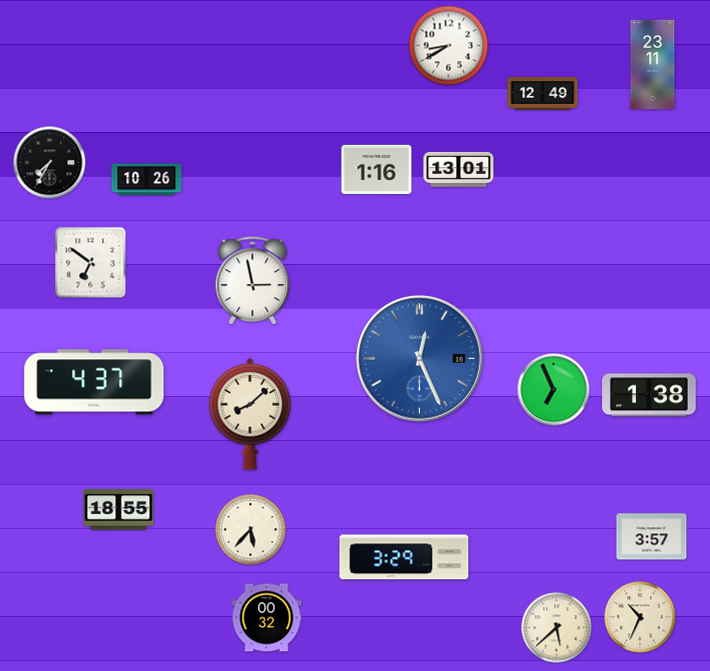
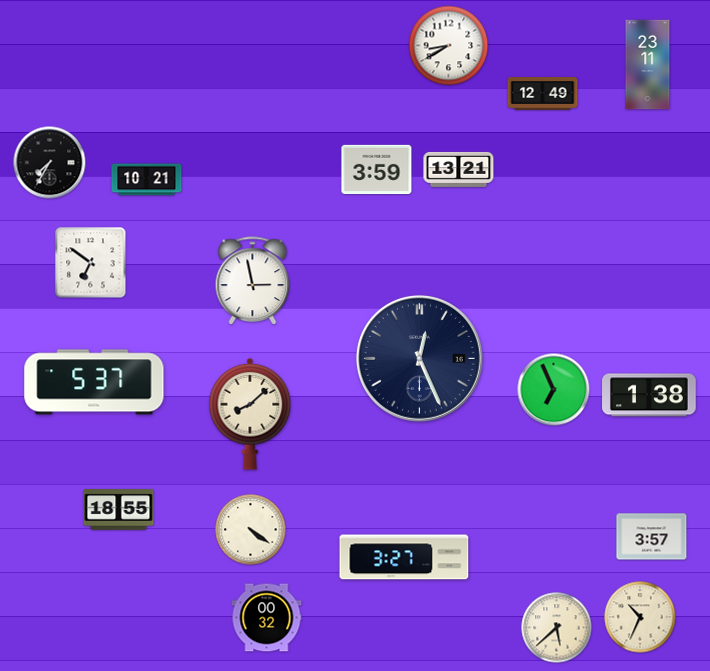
clock at (653, 65) position: (653, 65) -> (648, 65)
clock at (377, 169): 1:16 -> 3:59
clock at (459, 169): 13:01 -> 13:21
clock at (147, 180): 10:26 -> 10:21
clock at (419, 358) dial: blue -> navy
clock at (94, 382): 4:37 -> 5:37
clock at (251, 530): 5:37 -> 4:21
clock at (404, 557): 3:29 -> 3:27
